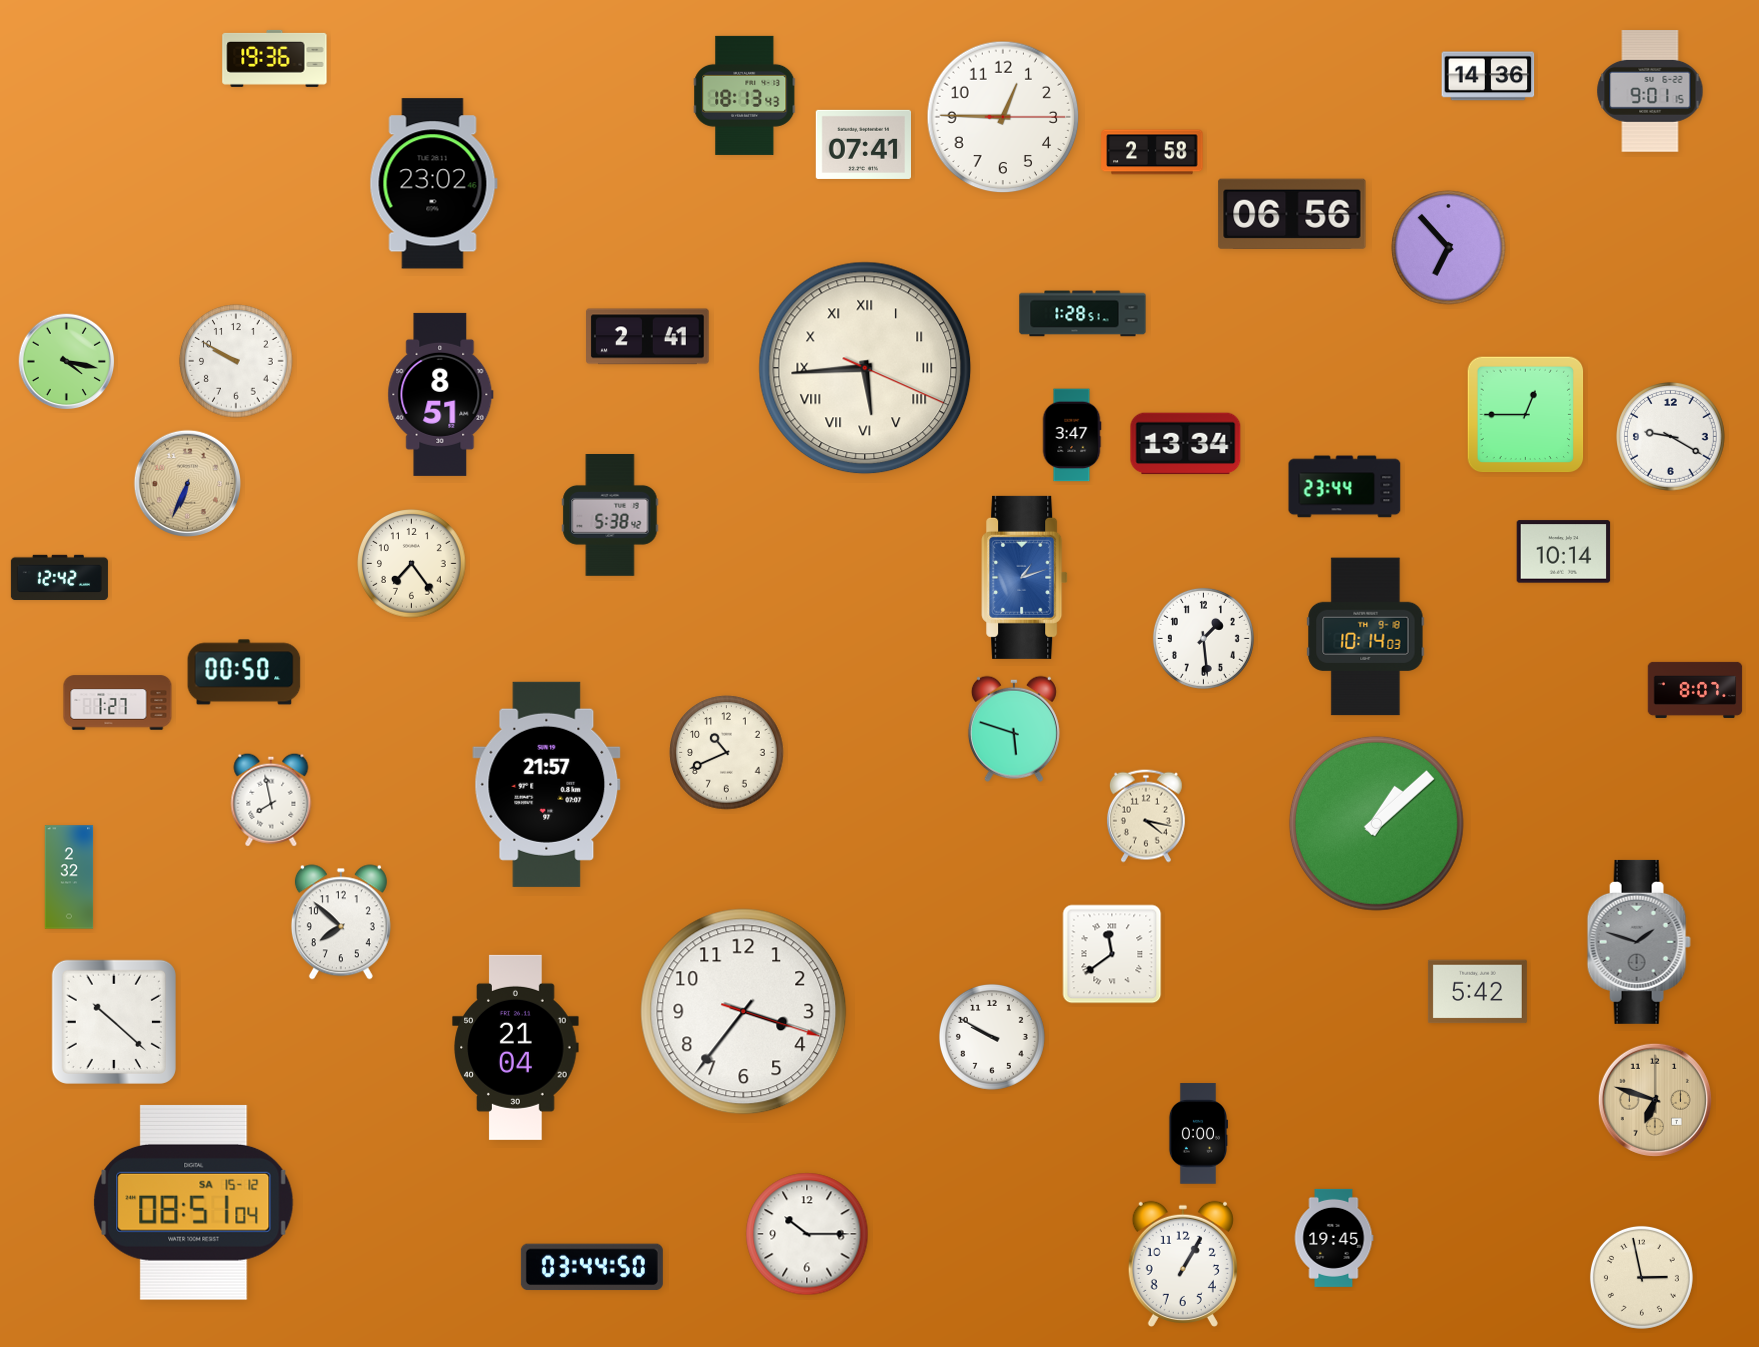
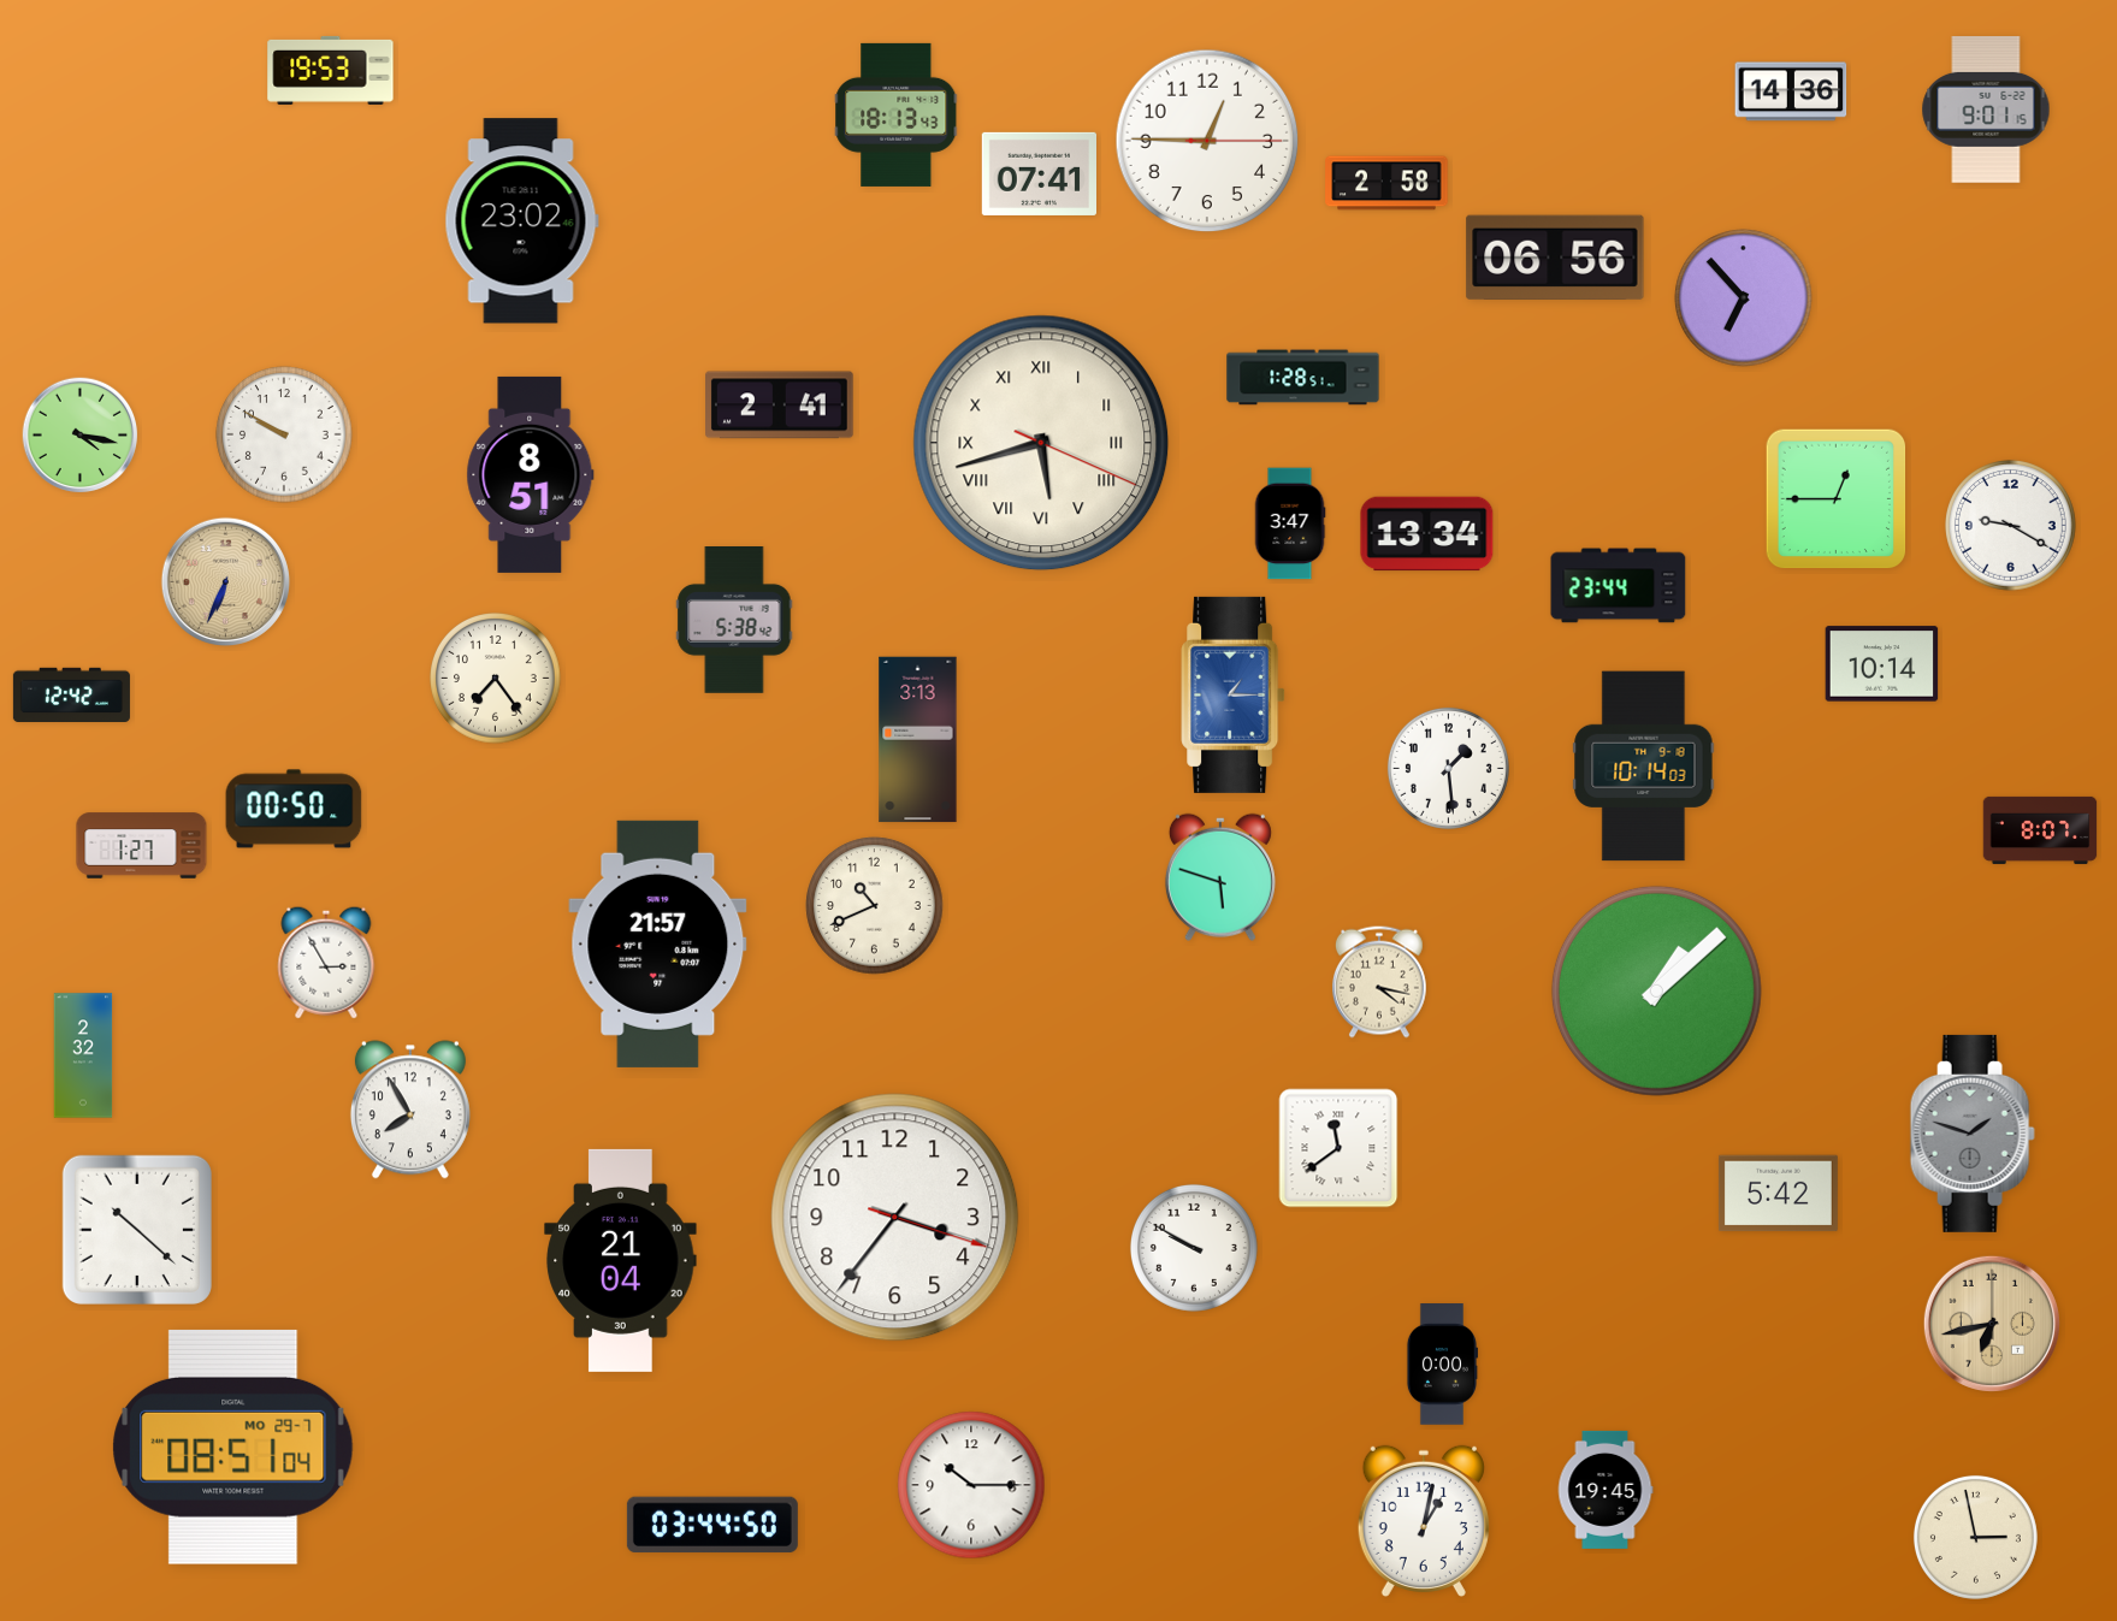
clock at (275, 58): 19:36 -> 19:53
clock at (865, 368): 5:44 -> 5:42
clock at (1025, 577): 1:12 -> 1:15
clock at (918, 740): none -> 3:13
clock at (271, 800): 7:58 -> 2:55
clock at (341, 922): 7:52 -> 7:55
clock at (1655, 1100): 6:48 -> 6:43
clock at (194, 1202) date: SA 15-12 -> MO 29-7
clock at (1183, 1264): 1:05 -> 1:02
